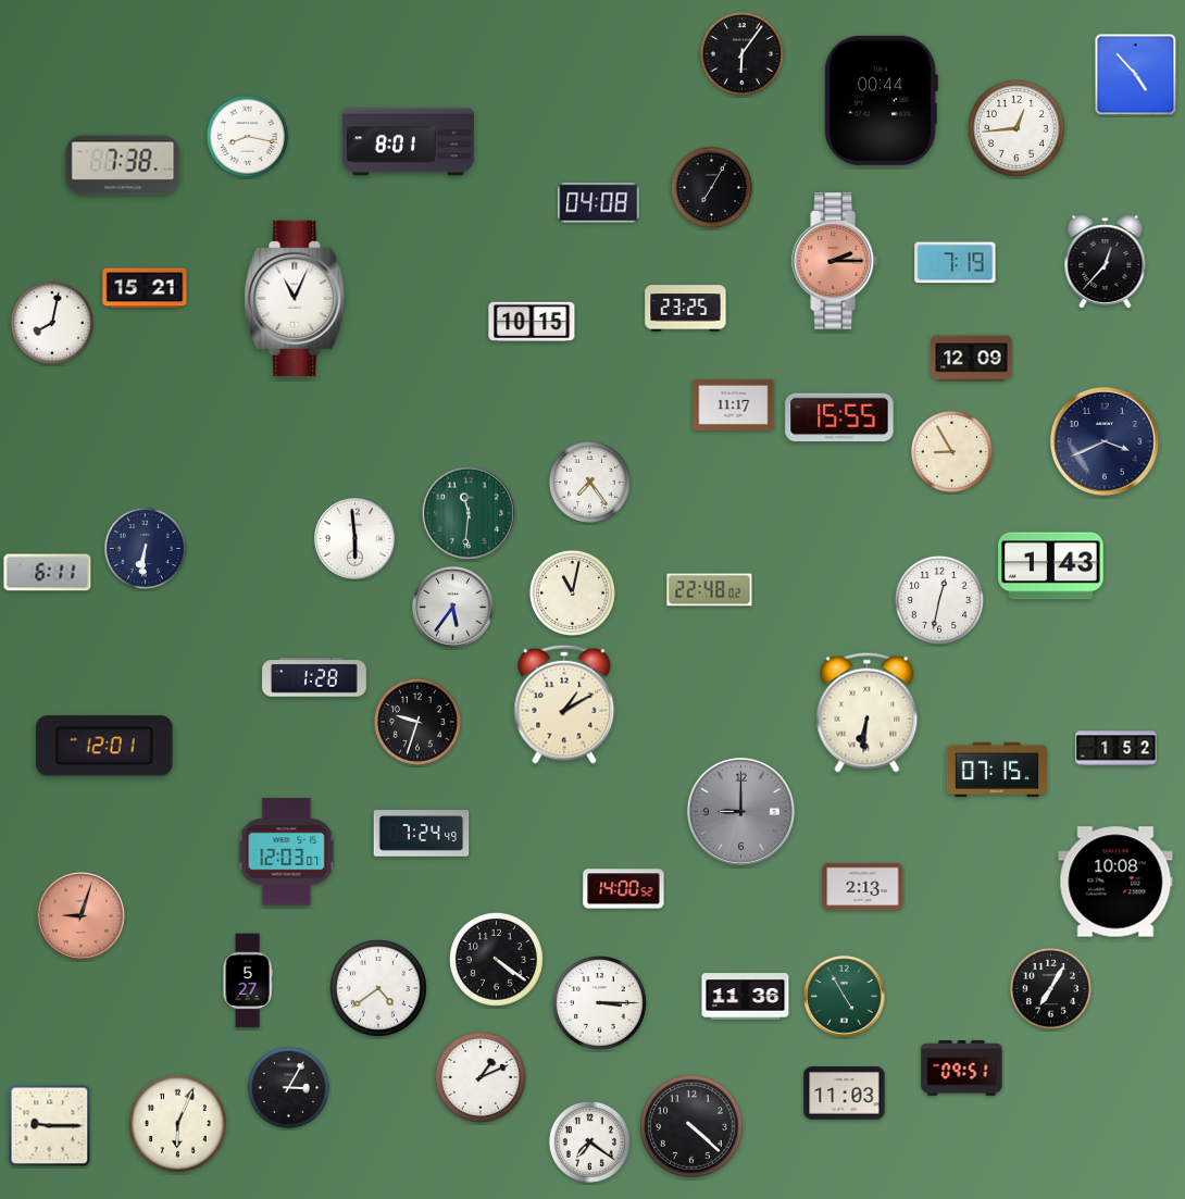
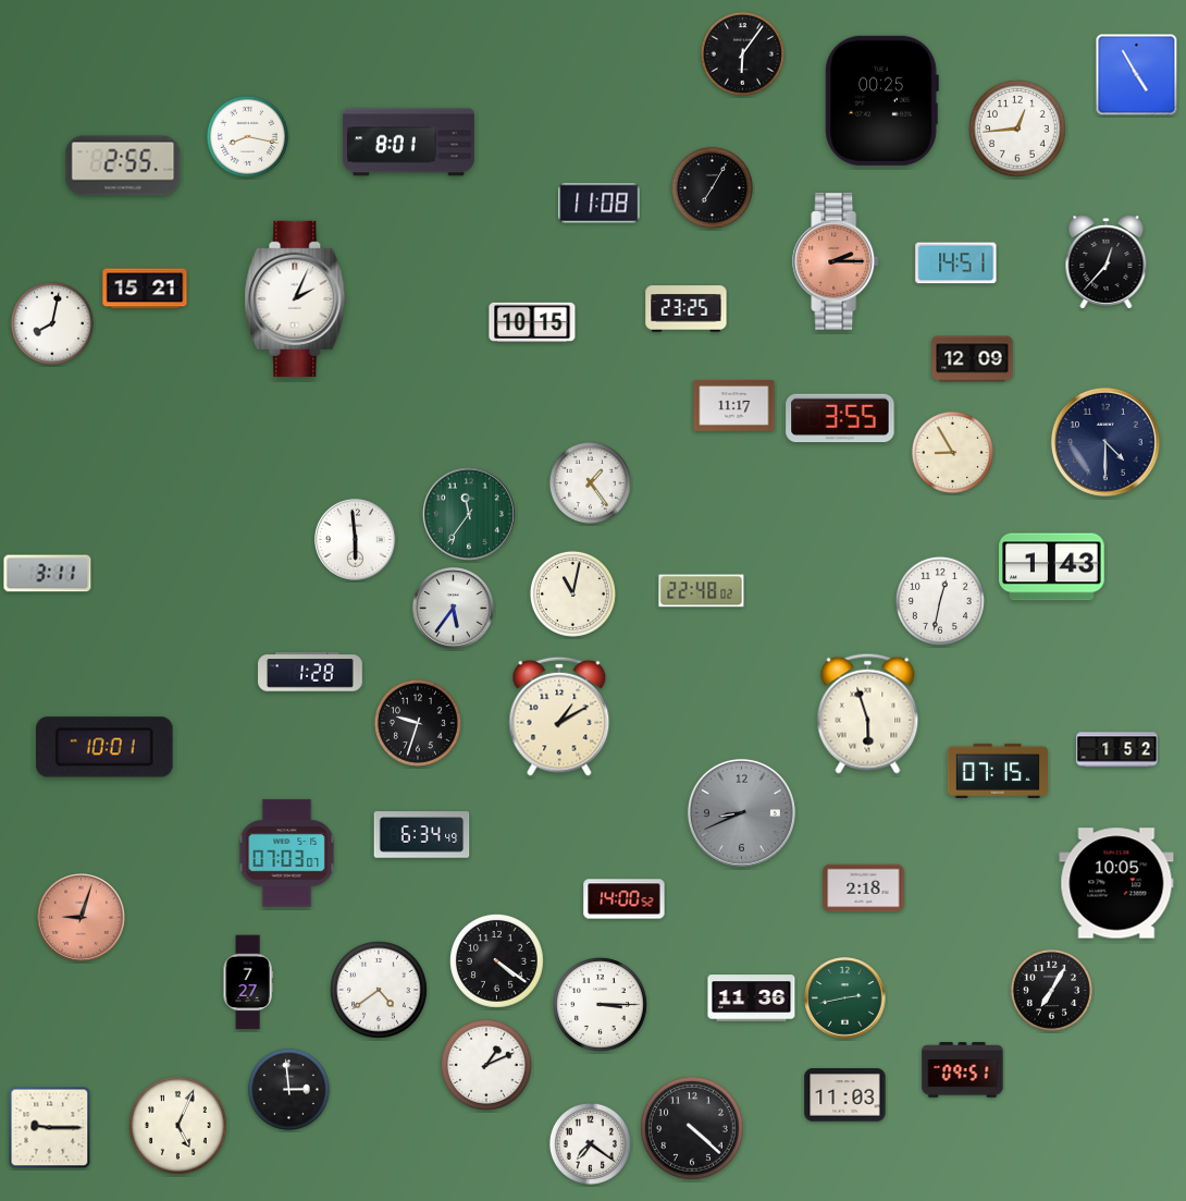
clock at (1136, 75): 4:53 -> 4:55
clock at (881, 100): 00:44 -> 00:25
clock at (123, 165): 7:38 -> 2:55
clock at (599, 203): 04:08 -> 11:08
clock at (956, 263): 7:19 -> 14:51
clock at (296, 298): 11:04 -> 2:04
clock at (839, 417): 15:55 -> 3:55
clock at (1105, 441): 3:41 -> 4:30
clock at (589, 482): 7:24 -> 1:24
clock at (470, 514): 11:31 -> 11:36
clock at (145, 548): 6:31 -> none
clock at (48, 573): 6:11 -> 3:11
clock at (710, 590) position: (710, 590) -> (702, 591)
clock at (314, 677) position: (314, 677) -> (310, 672)
clock at (564, 704) position: (564, 704) -> (559, 716)
clock at (868, 712): 6:31 -> 5:57
clock at (104, 746): 12:01 -> 10:01
clock at (740, 811): 9:00 -> 8:41
clock at (422, 834): 7:24 -> 6:34
clock at (287, 852): 12:03 -> 07:03
clock at (1115, 882): 10:08 -> 10:05
clock at (863, 887): 2:13 -> 2:18
clock at (624, 889) position: (624, 889) -> (625, 899)
clock at (248, 981): 5:27 -> 7:27
clock at (746, 997) position: (746, 997) -> (752, 998)
clock at (845, 997): 4:55 -> 2:43
clock at (481, 1077) position: (481, 1077) -> (486, 1065)
clock at (288, 1087): 3:05 -> 2:59
clock at (178, 1124): 6:04 -> 5:04
